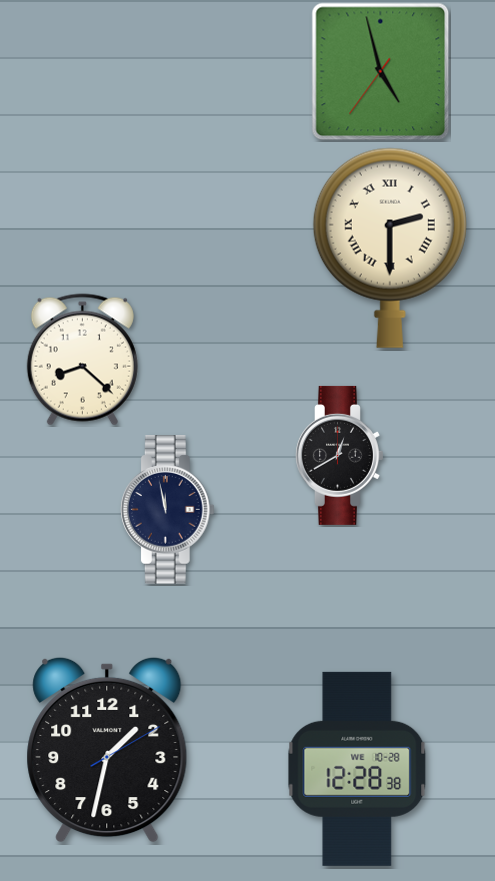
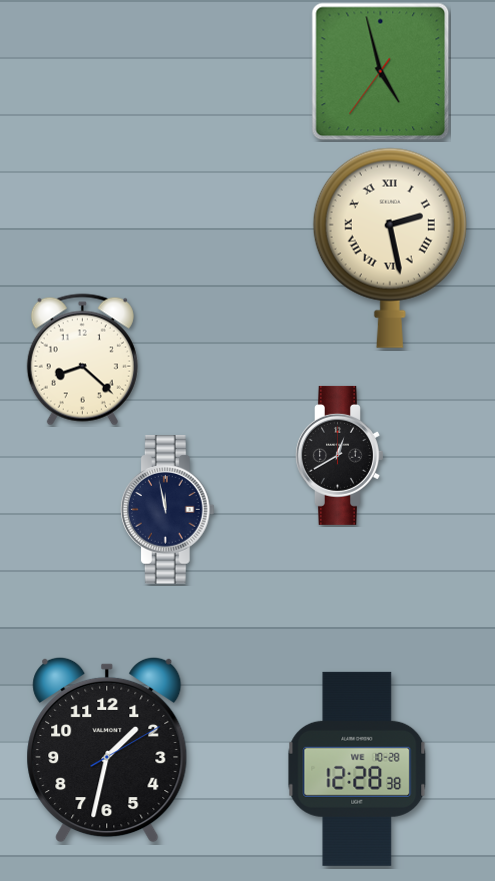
clock at (390, 248): 2:30 -> 2:28
